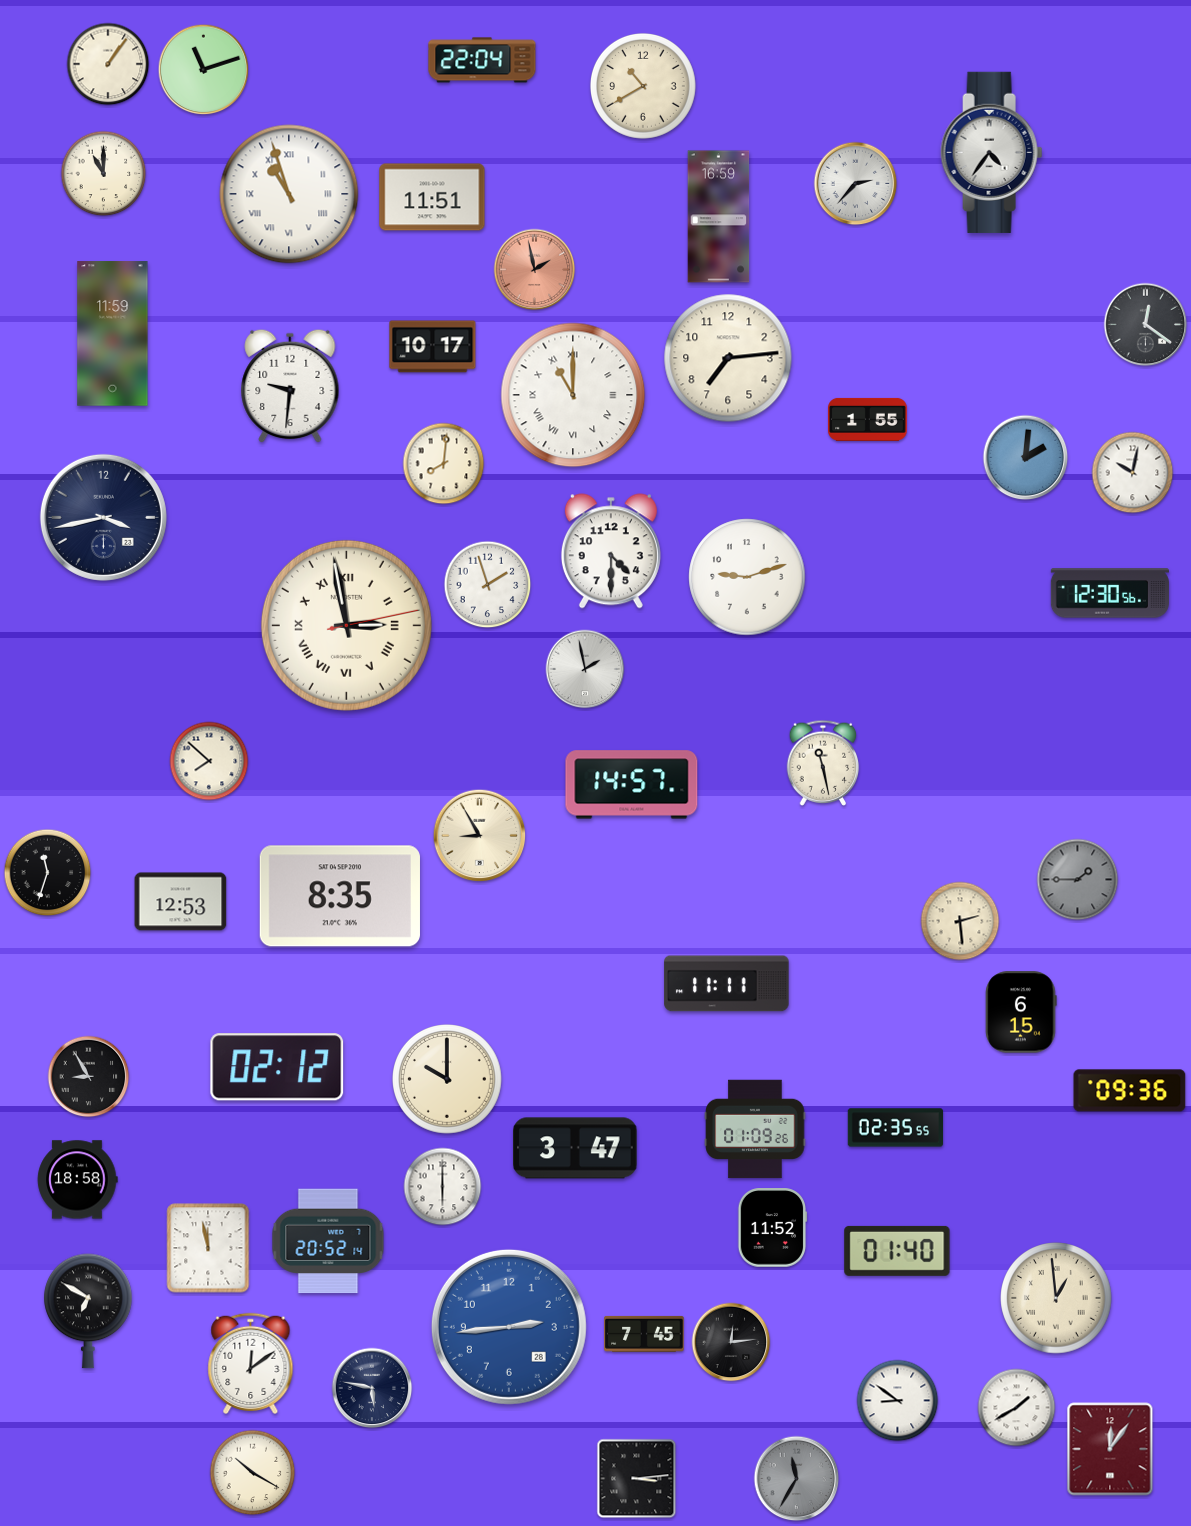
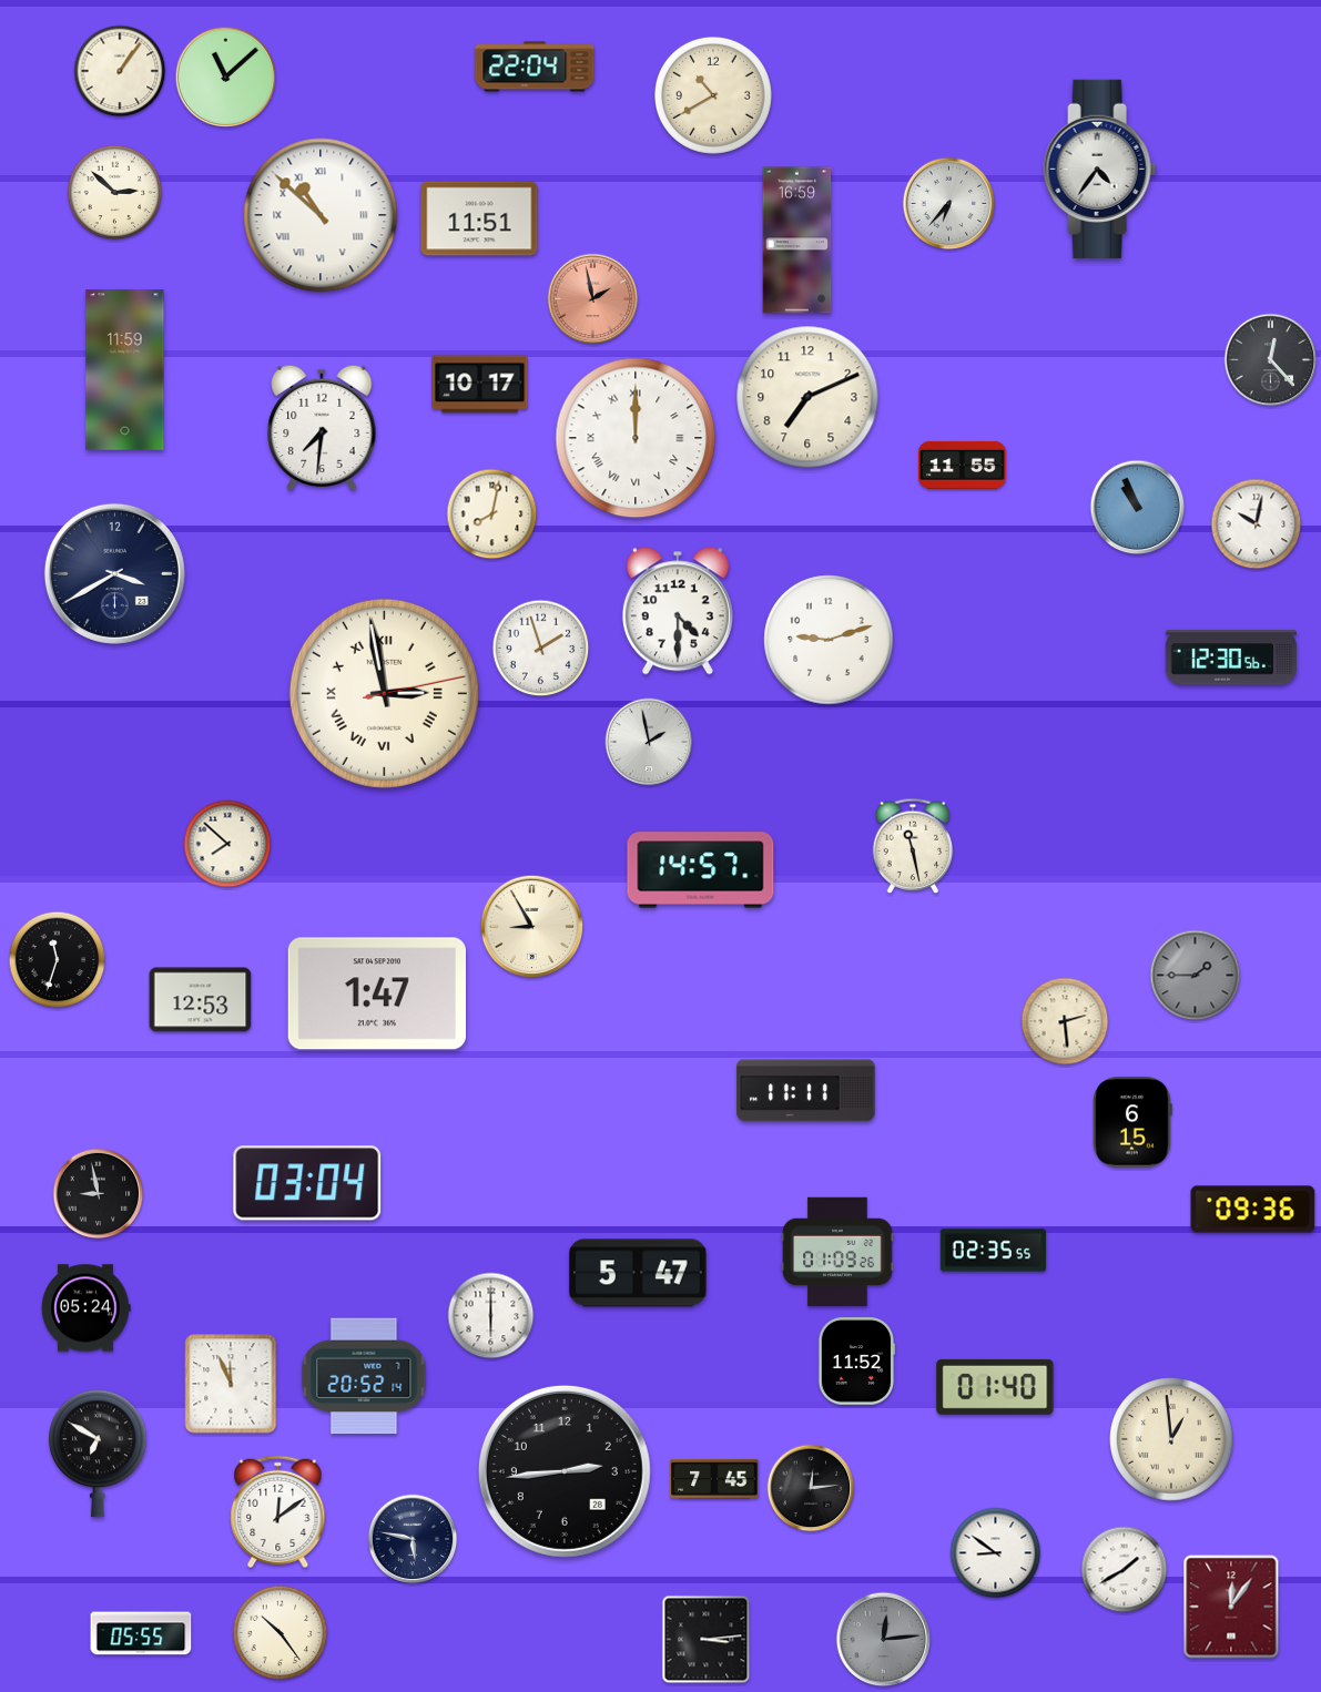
clock at (204, 70): 11:12 -> 11:08
clock at (104, 174): 11:00 -> 2:52
clock at (856, 184): 2:37 -> 6:37
clock at (289, 194): 10:57 -> 10:52
clock at (1146, 325): 12:21 -> 12:23
clock at (728, 358): 7:14 -> 7:11
clock at (290, 386): 9:31 -> 7:31
clock at (573, 395): 11:00 -> 12:00
clock at (868, 419): 1:55 -> 11:55
clock at (1026, 458): 2:01 -> 10:56
clock at (444, 464): 8:01 -> 8:02
clock at (103, 517): 3:43 -> 3:40
clock at (209, 761) position: (209, 761) -> (227, 844)
clock at (48, 873) position: (48, 873) -> (58, 960)
clock at (340, 896): 8:35 -> 1:47
clock at (277, 1067): 02:12 -> 03:04
clock at (89, 1077): 8:55 -> 8:58
clock at (448, 1080): 10:00 -> none
clock at (575, 1148): 3:47 -> 5:47
clock at (78, 1180): 18:58 -> 05:24
clock at (208, 1248): 11:58 -> 11:56
clock at (509, 1327) dial: blue -> black
clock at (1017, 1408) position: (1017, 1408) -> (1125, 1570)
clock at (141, 1633): none -> 05:55
clock at (253, 1473): 10:20 -> 10:24
clock at (797, 1479): 11:35 -> 12:14
